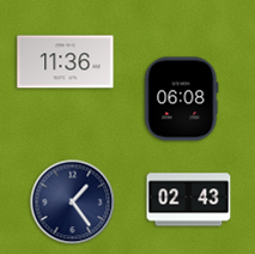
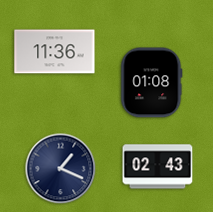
clock at (182, 99): 06:08 -> 01:08
clock at (73, 202): 1:24 -> 1:19
